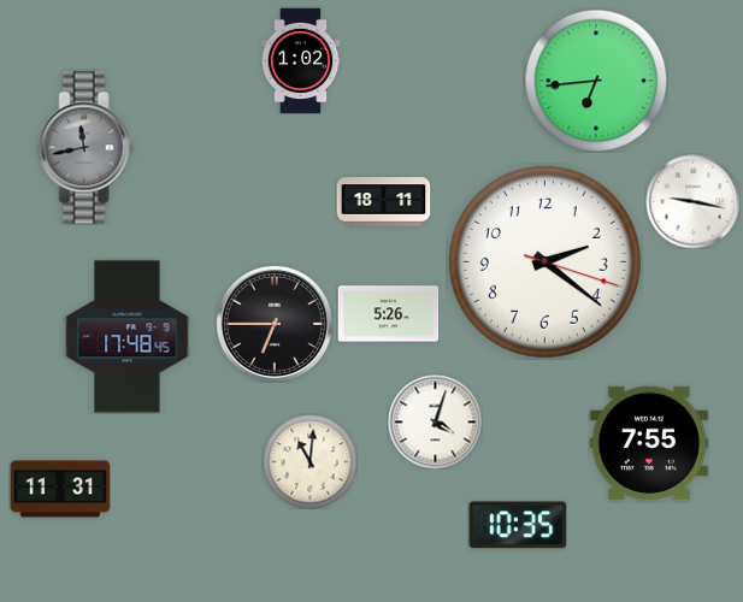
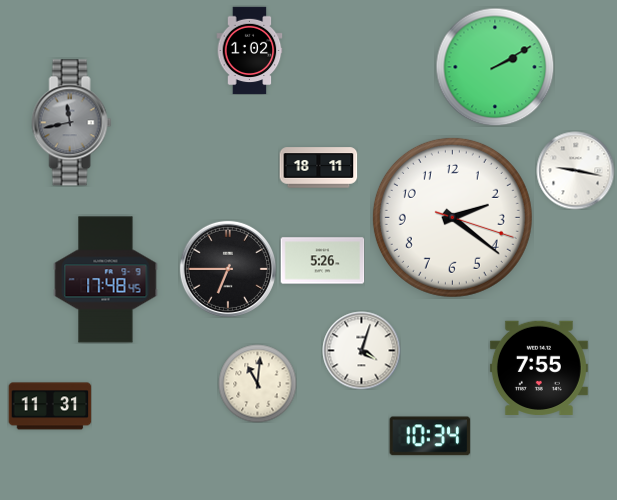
clock at (596, 81): 6:44 -> 2:10
clock at (692, 201) position: (692, 201) -> (575, 170)
clock at (518, 525): 10:35 -> 10:34
